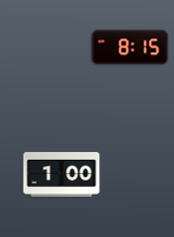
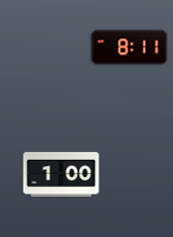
clock at (130, 48): 8:15 -> 8:11
